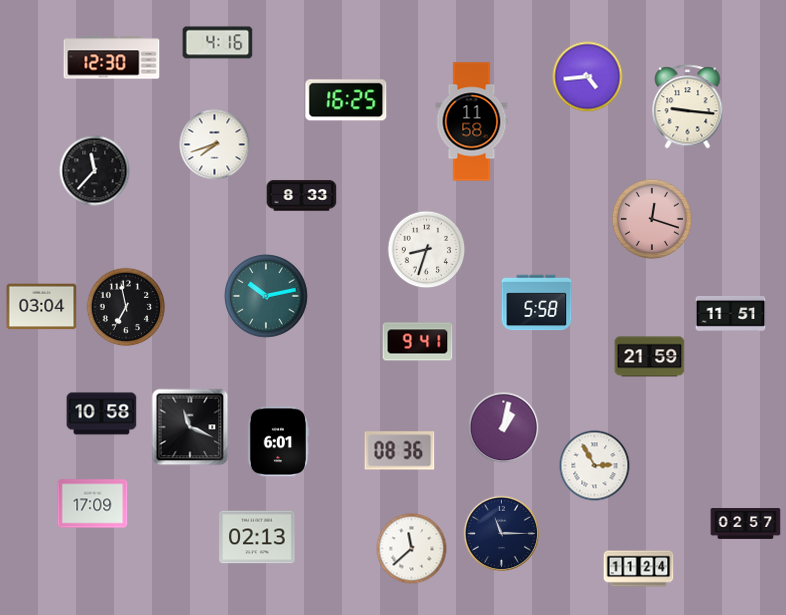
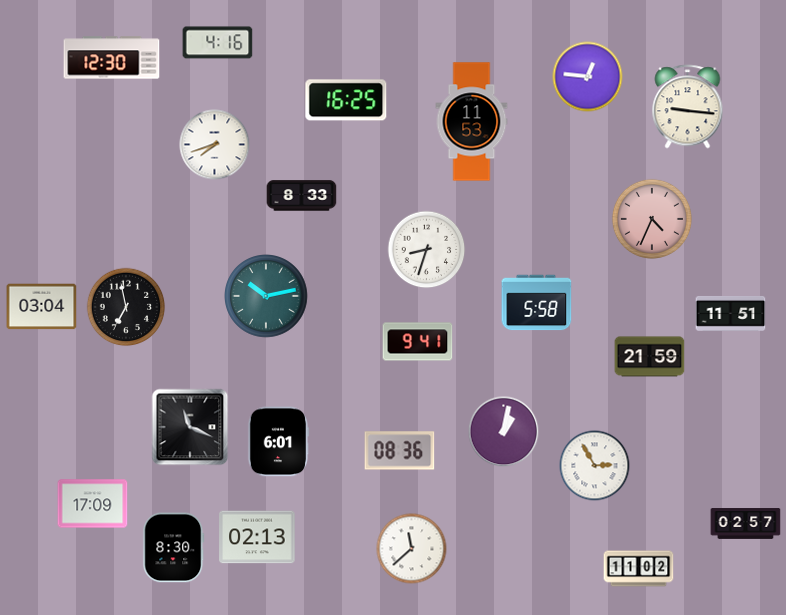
clock at (588, 77): 4:44 -> 12:46
clock at (472, 122): 11:58 -> 11:53
clock at (95, 171): 11:37 -> none
clock at (652, 219): 12:18 -> 4:34
clock at (102, 414): 10:58 -> none
clock at (504, 428) position: (504, 428) -> (504, 432)
clock at (501, 533): 11:15 -> none
clock at (174, 548): none -> 8:30
clock at (639, 569): 11:24 -> 11:02
